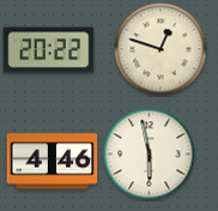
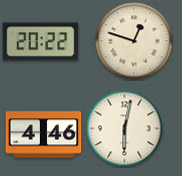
clock at (150, 155): 5:58 -> 6:02
